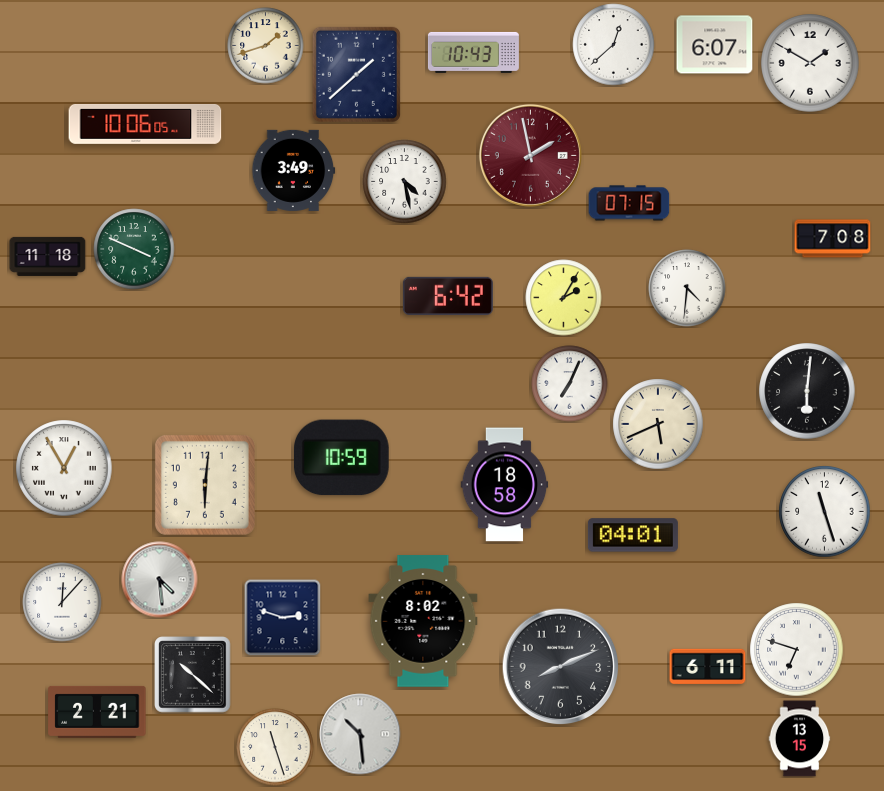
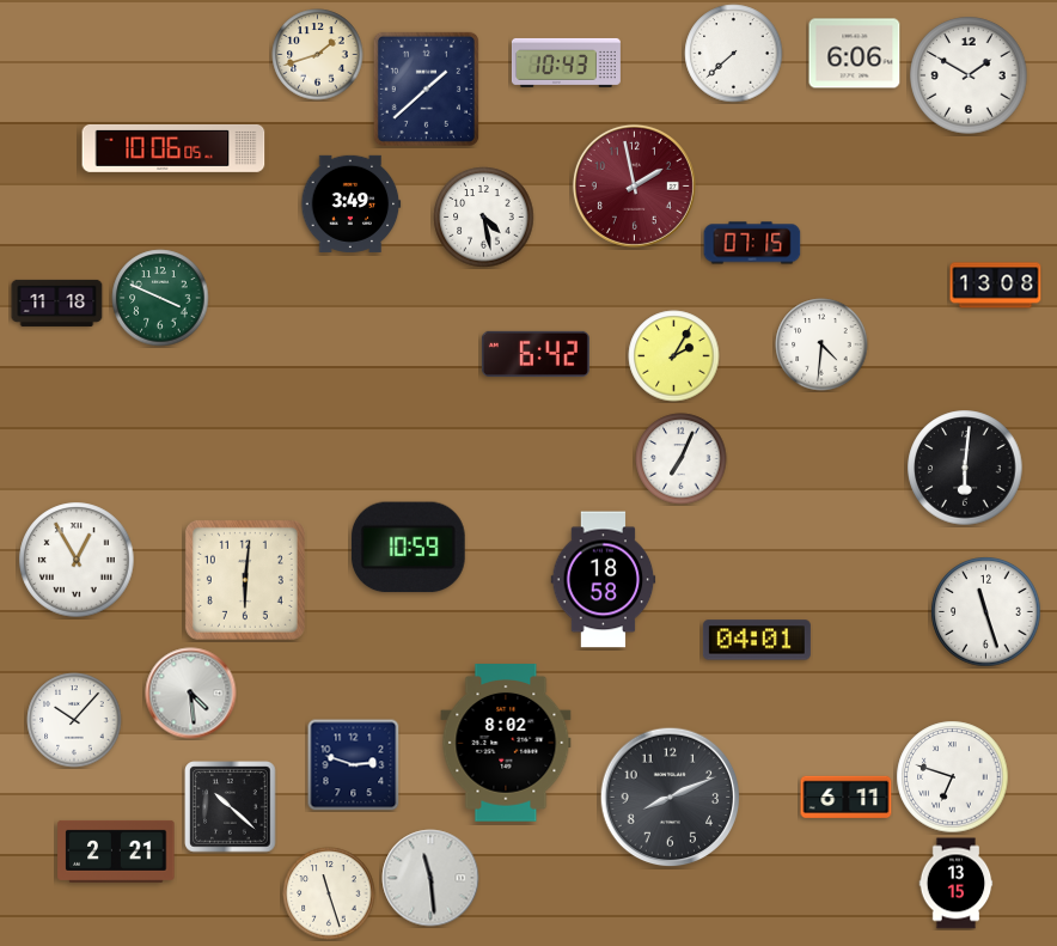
clock at (614, 45): 12:38 -> 7:38
clock at (715, 45): 6:07 -> 6:06
clock at (833, 239): 7:08 -> 13:08
clock at (48, 256) position: (48, 256) -> (57, 303)
clock at (658, 424): 5:41 -> none
clock at (62, 602): 12:07 -> 10:07
clock at (282, 617) position: (282, 617) -> (353, 764)
clock at (360, 734): 10:29 -> 11:29
